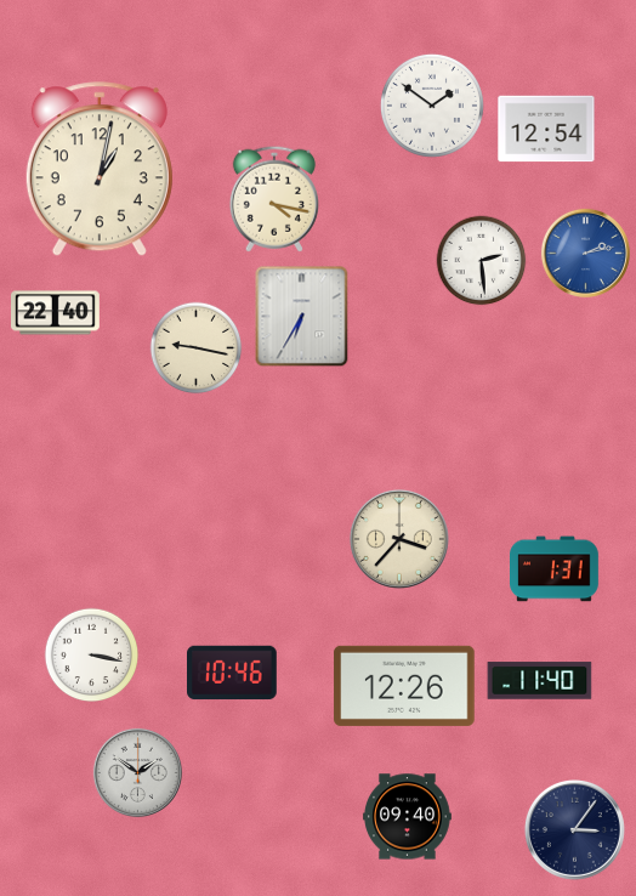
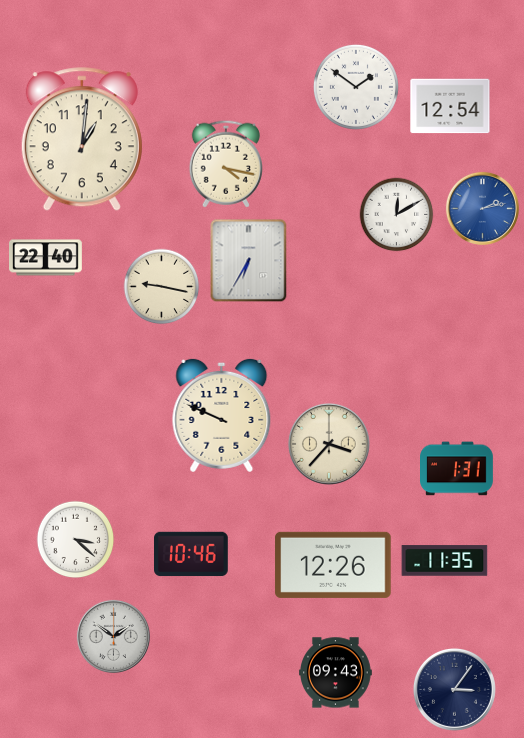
clock at (100, 170): 1:02 -> 1:01
clock at (482, 261): 2:29 -> 12:10
clock at (222, 415): none -> 9:49
clock at (92, 656): 3:17 -> 3:22
clock at (540, 681): 11:40 -> 11:35
clock at (408, 817): 09:40 -> 09:43
clock at (574, 829) position: (574, 829) -> (454, 689)
